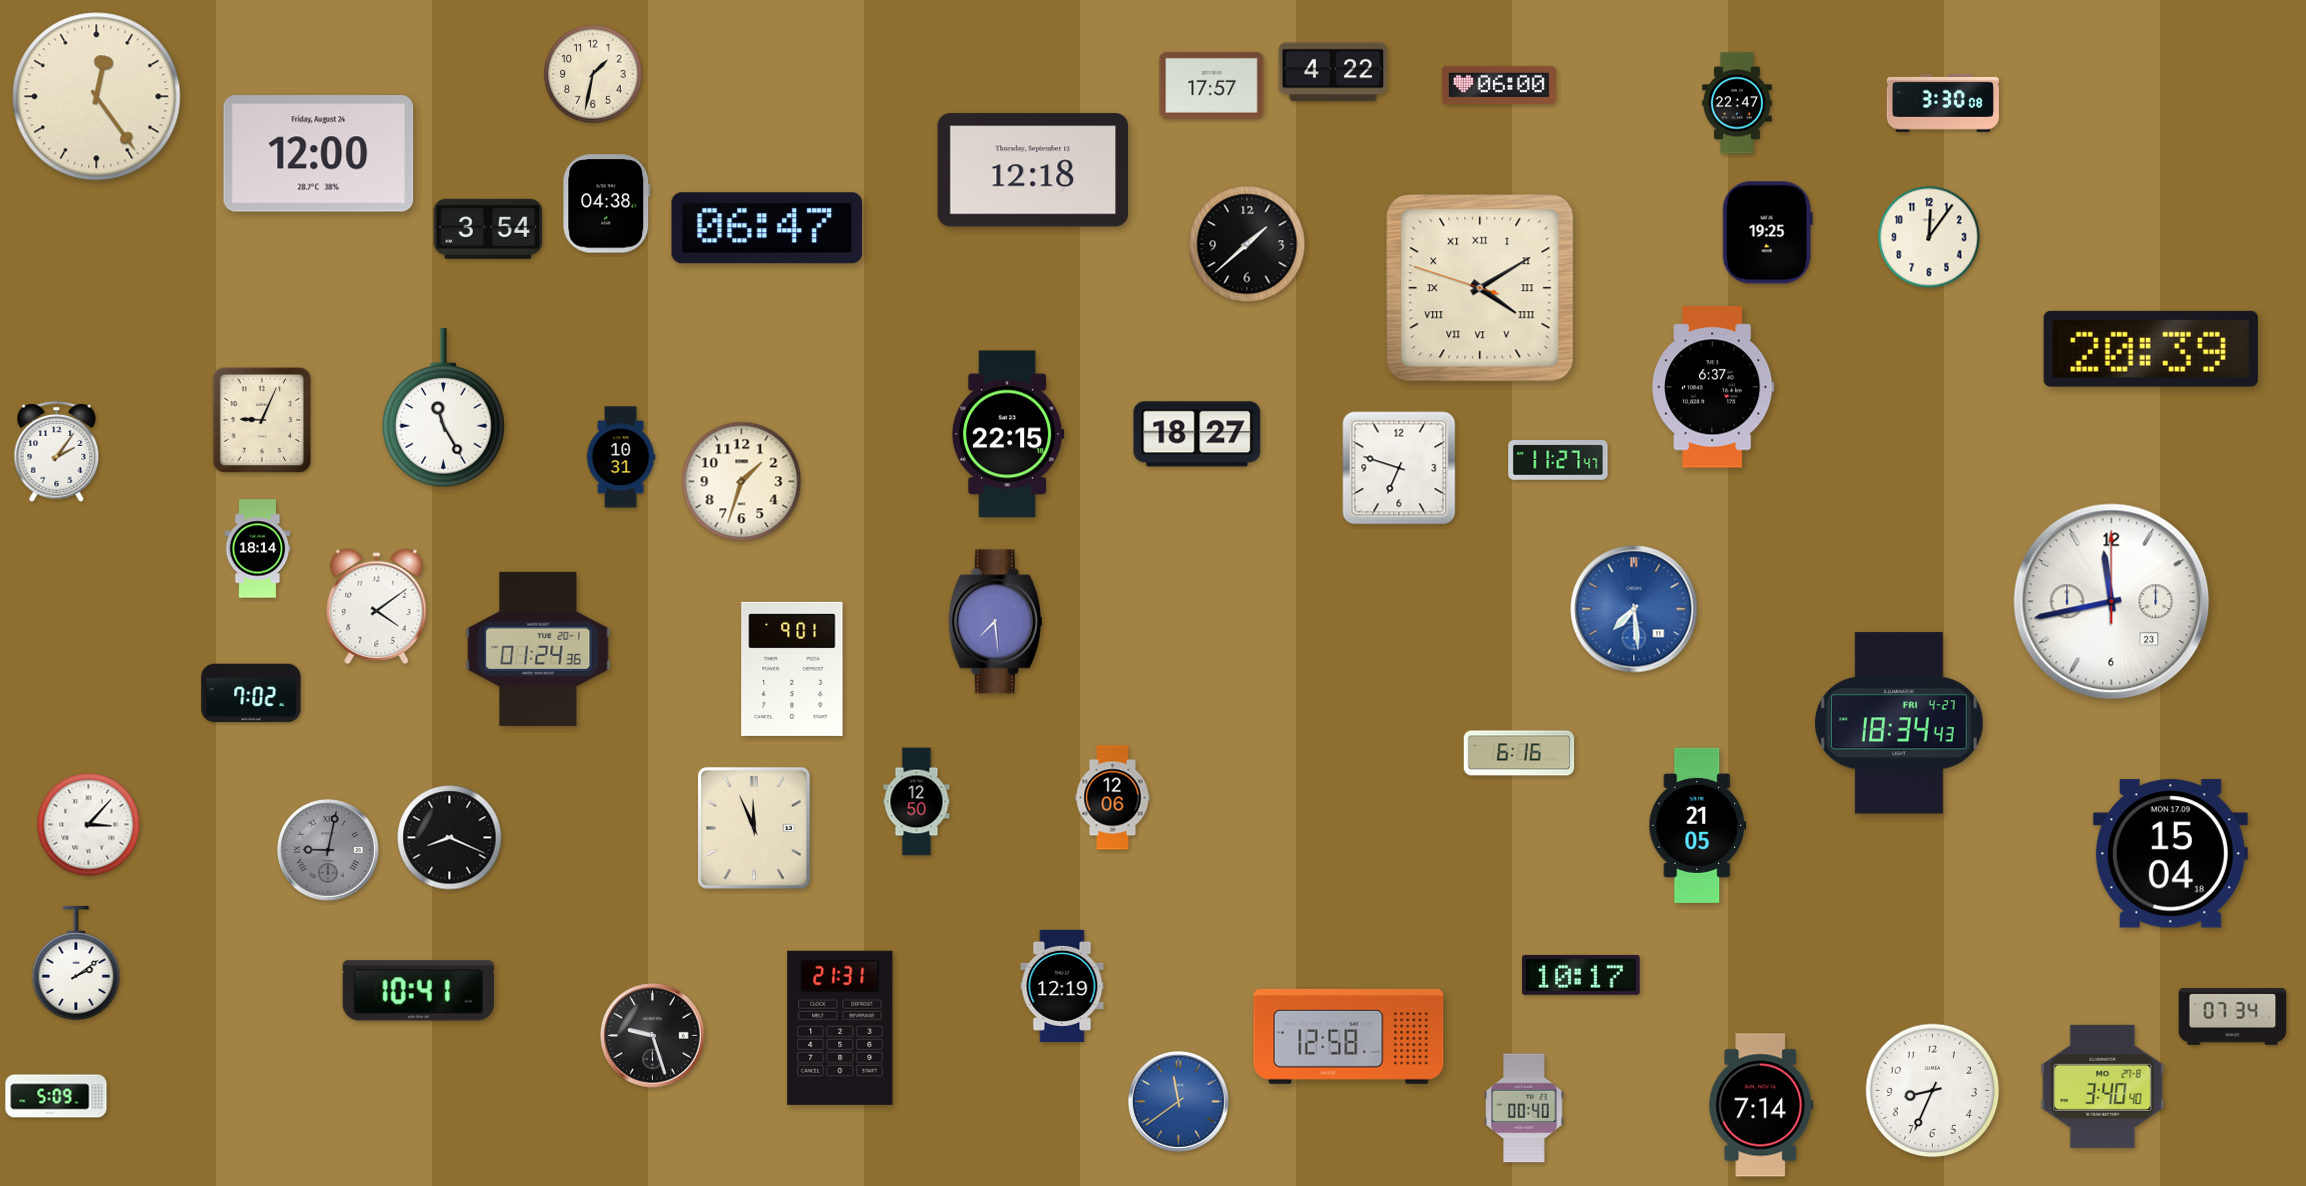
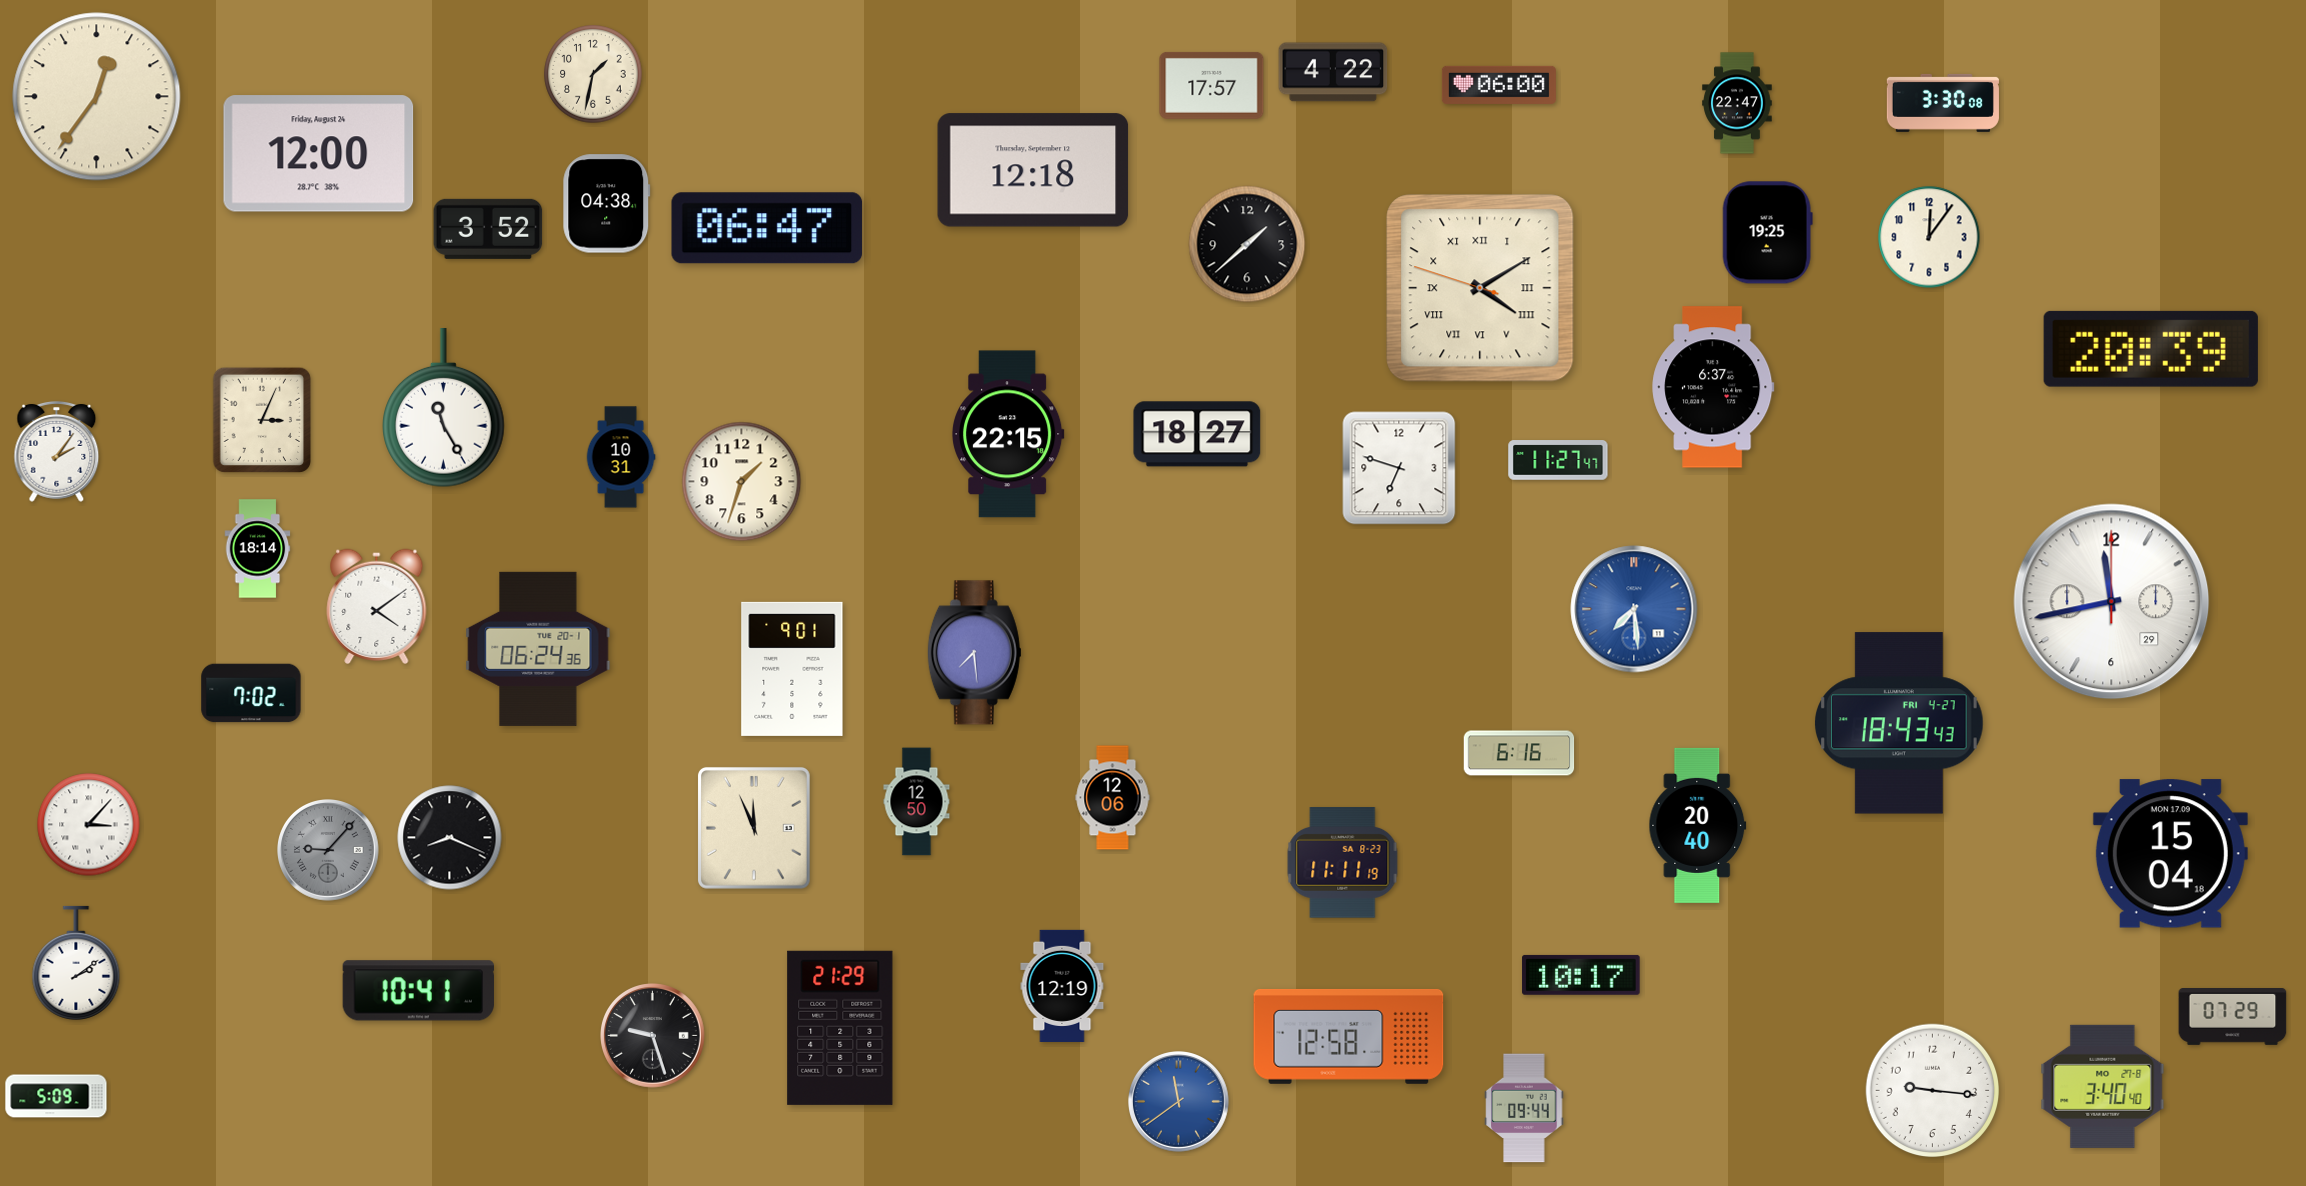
clock at (97, 97): 12:24 -> 12:36
clock at (488, 229): 3:54 -> 3:52
clock at (262, 420): 9:04 -> 3:04
clock at (2112, 602) date: 23 -> 29
clock at (995, 622) position: (995, 622) -> (974, 653)
clock at (538, 649): 01:24 -> 06:24
clock at (1900, 723): 18:34 -> 18:43
clock at (1698, 825): 21:05 -> 20:40
clock at (329, 851): 9:02 -> 9:07
clock at (1343, 863): none -> 11:11
clock at (2233, 1017): 07:34 -> 07:29
clock at (840, 1028): 21:31 -> 21:29
clock at (1933, 1091): 8:34 -> 9:16
clock at (1761, 1105): 7:14 -> none
clock at (1524, 1108): 00:40 -> 09:44
